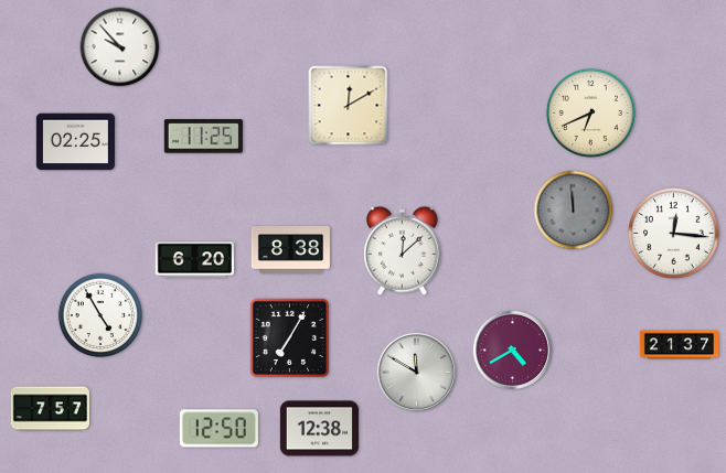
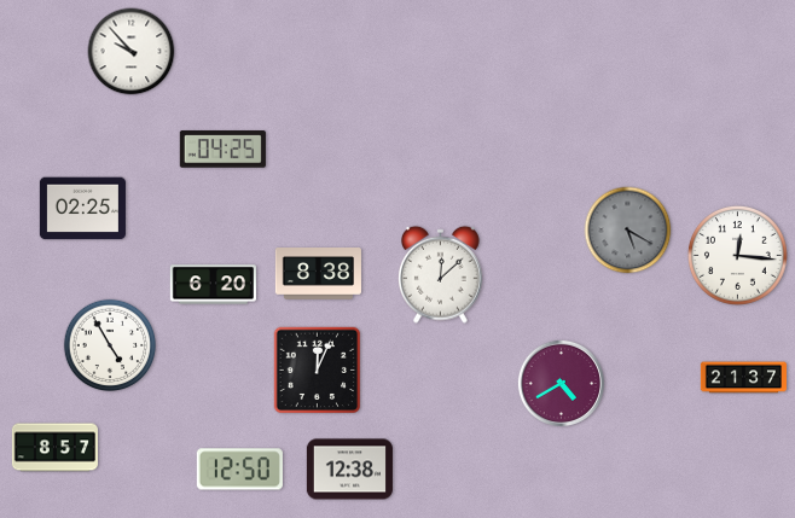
clock at (349, 106): 12:10 -> none
clock at (590, 112): 6:41 -> none
clock at (203, 137): 11:25 -> 04:25
clock at (75, 142) position: (75, 142) -> (82, 209)
clock at (574, 211): 11:59 -> 5:20
clock at (290, 338): 7:05 -> 12:04
clock at (416, 372): 11:50 -> none
clock at (50, 409): 7:57 -> 8:57
